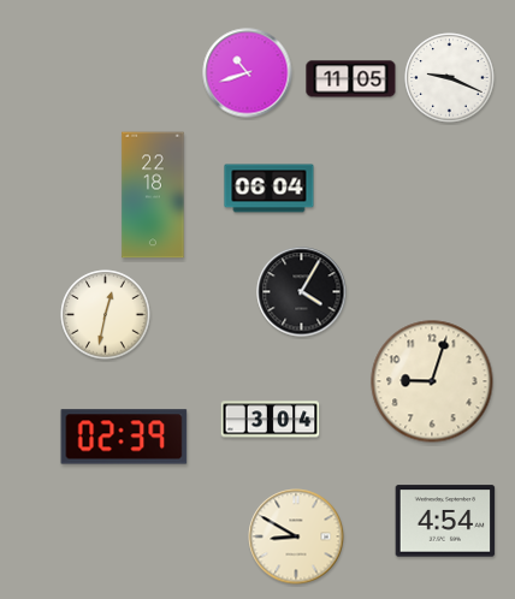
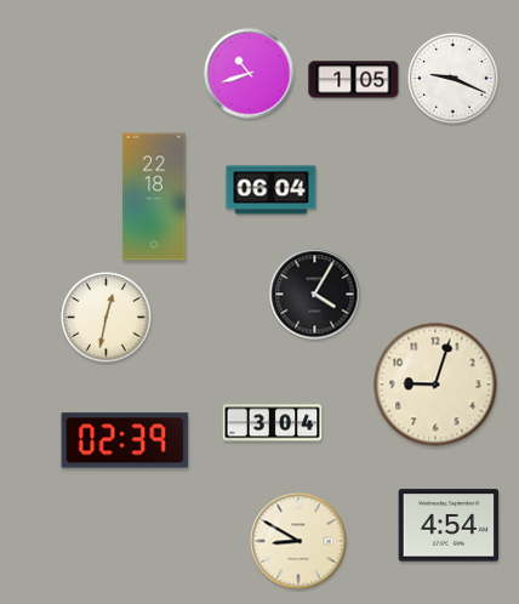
clock at (351, 79): 11:05 -> 1:05
clock at (302, 292) position: (302, 292) -> (315, 295)
